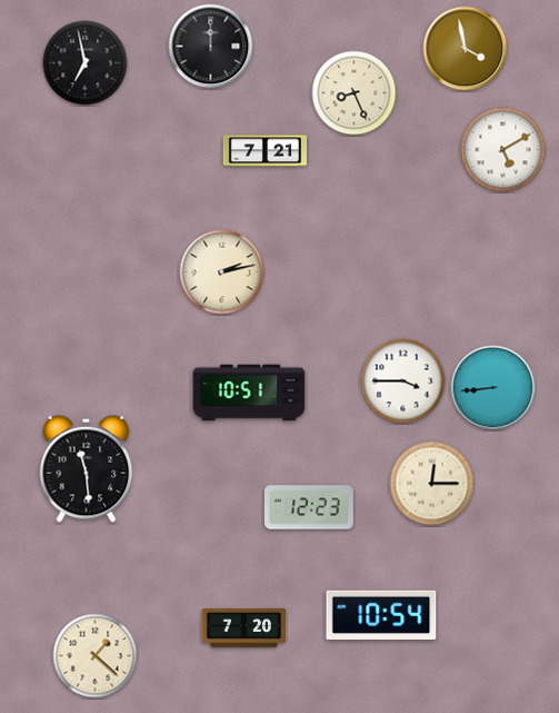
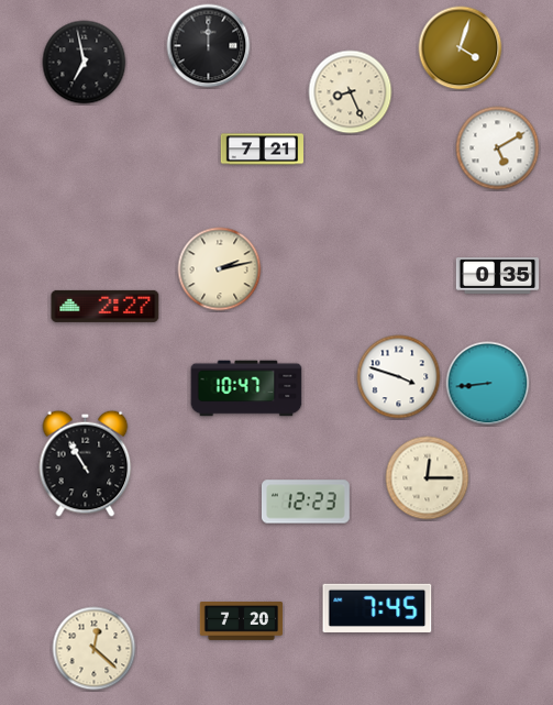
clock at (466, 49): 3:58 -> 4:03
clock at (498, 276): none -> 0:35
clock at (106, 306): none -> 2:27
clock at (403, 382): 3:45 -> 3:48
clock at (249, 393): 10:51 -> 10:47
clock at (87, 468): 11:29 -> 10:55
clock at (381, 615): 10:54 -> 7:45
clock at (96, 656): 1:22 -> 12:22
